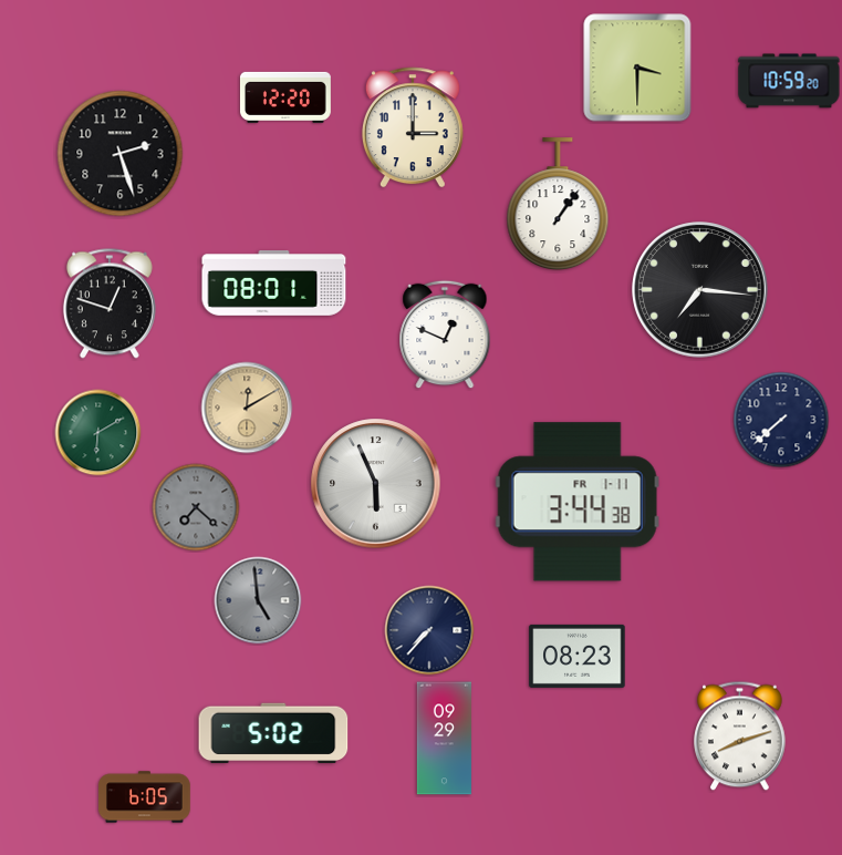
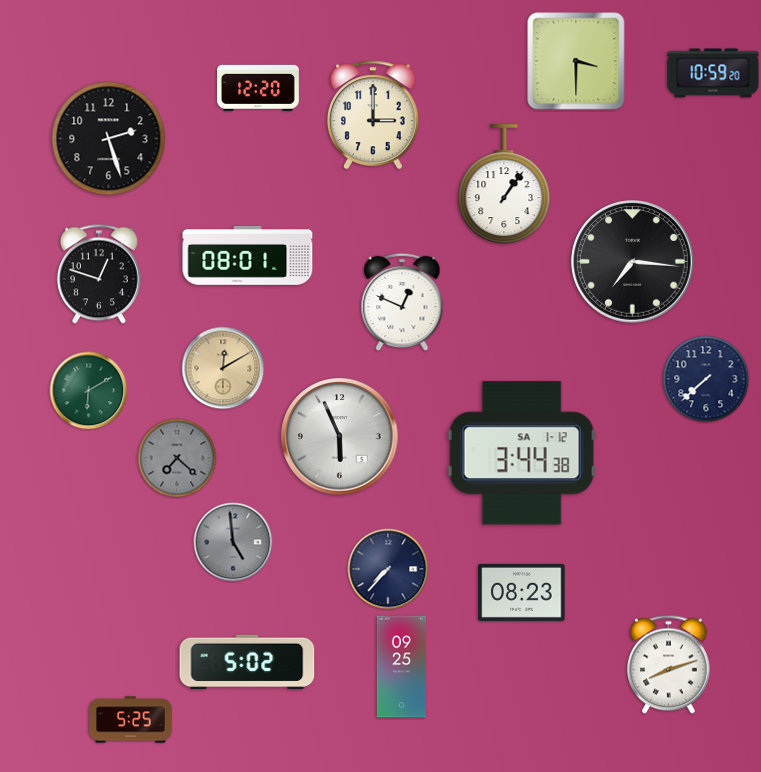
clock at (578, 502) date: FR 1-11 -> SA 1-12
clock at (444, 739): 09:29 -> 09:25
clock at (145, 797): 6:05 -> 5:25
